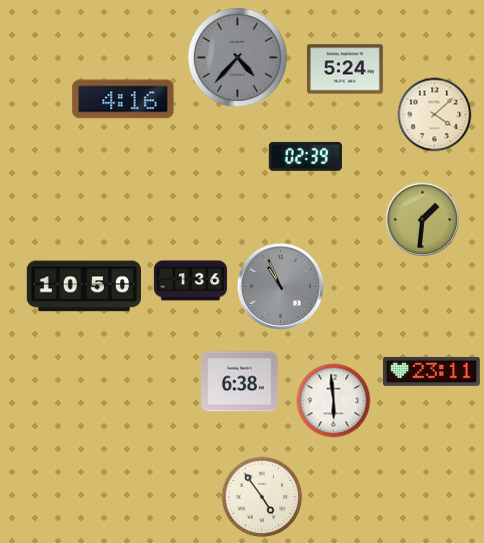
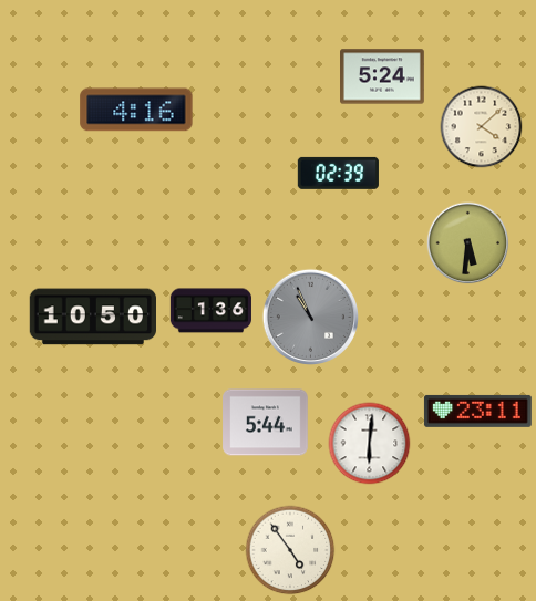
clock at (237, 57): 4:37 -> none
clock at (423, 220): 1:31 -> 5:31
clock at (240, 382): 6:38 -> 5:44
clock at (334, 401): 5:59 -> 6:01
